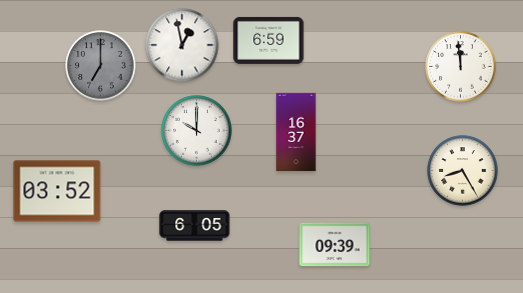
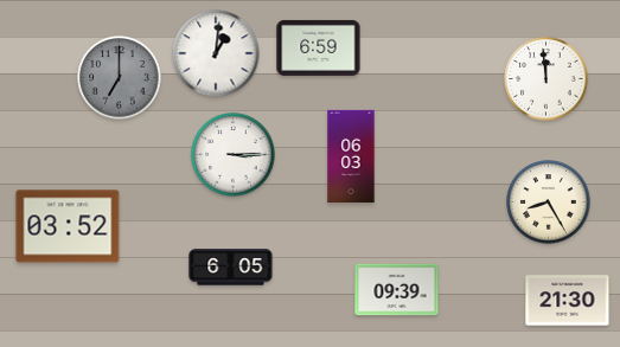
clock at (182, 45): 12:58 -> 1:01
clock at (197, 131): 10:00 -> 3:15
clock at (296, 131): 16:37 -> 06:03
clock at (568, 301): none -> 21:30
